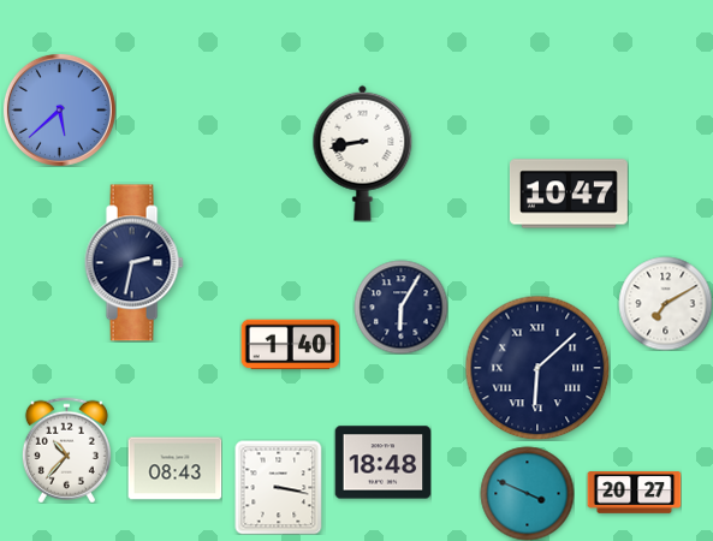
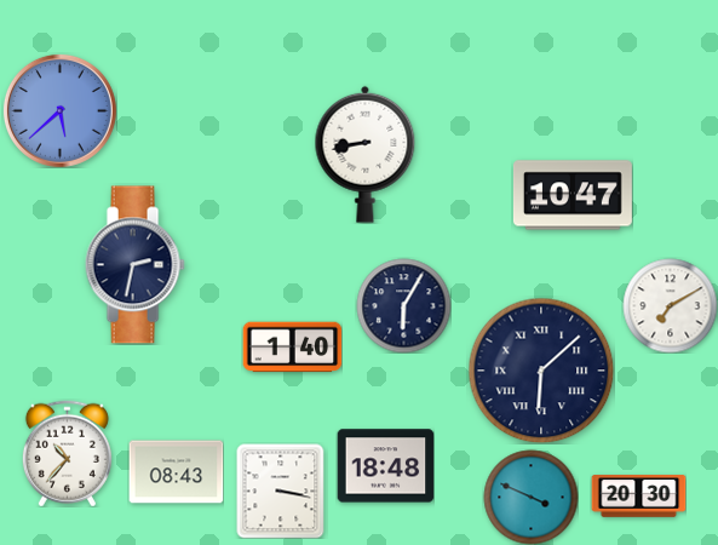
clock at (400, 307) position: (400, 307) -> (403, 305)
clock at (634, 493): 20:27 -> 20:30
